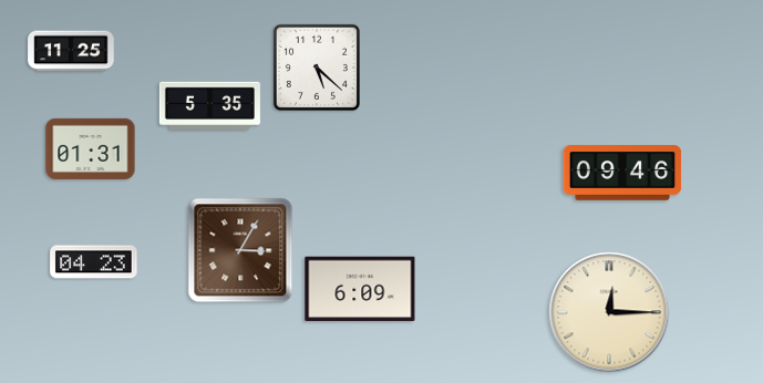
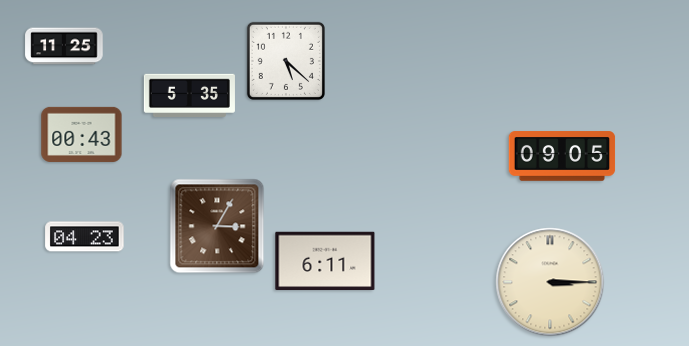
clock at (91, 148): 01:31 -> 00:43
clock at (622, 173): 09:46 -> 09:05
clock at (360, 289): 6:09 -> 6:11
clock at (609, 312): 12:15 -> 3:15
